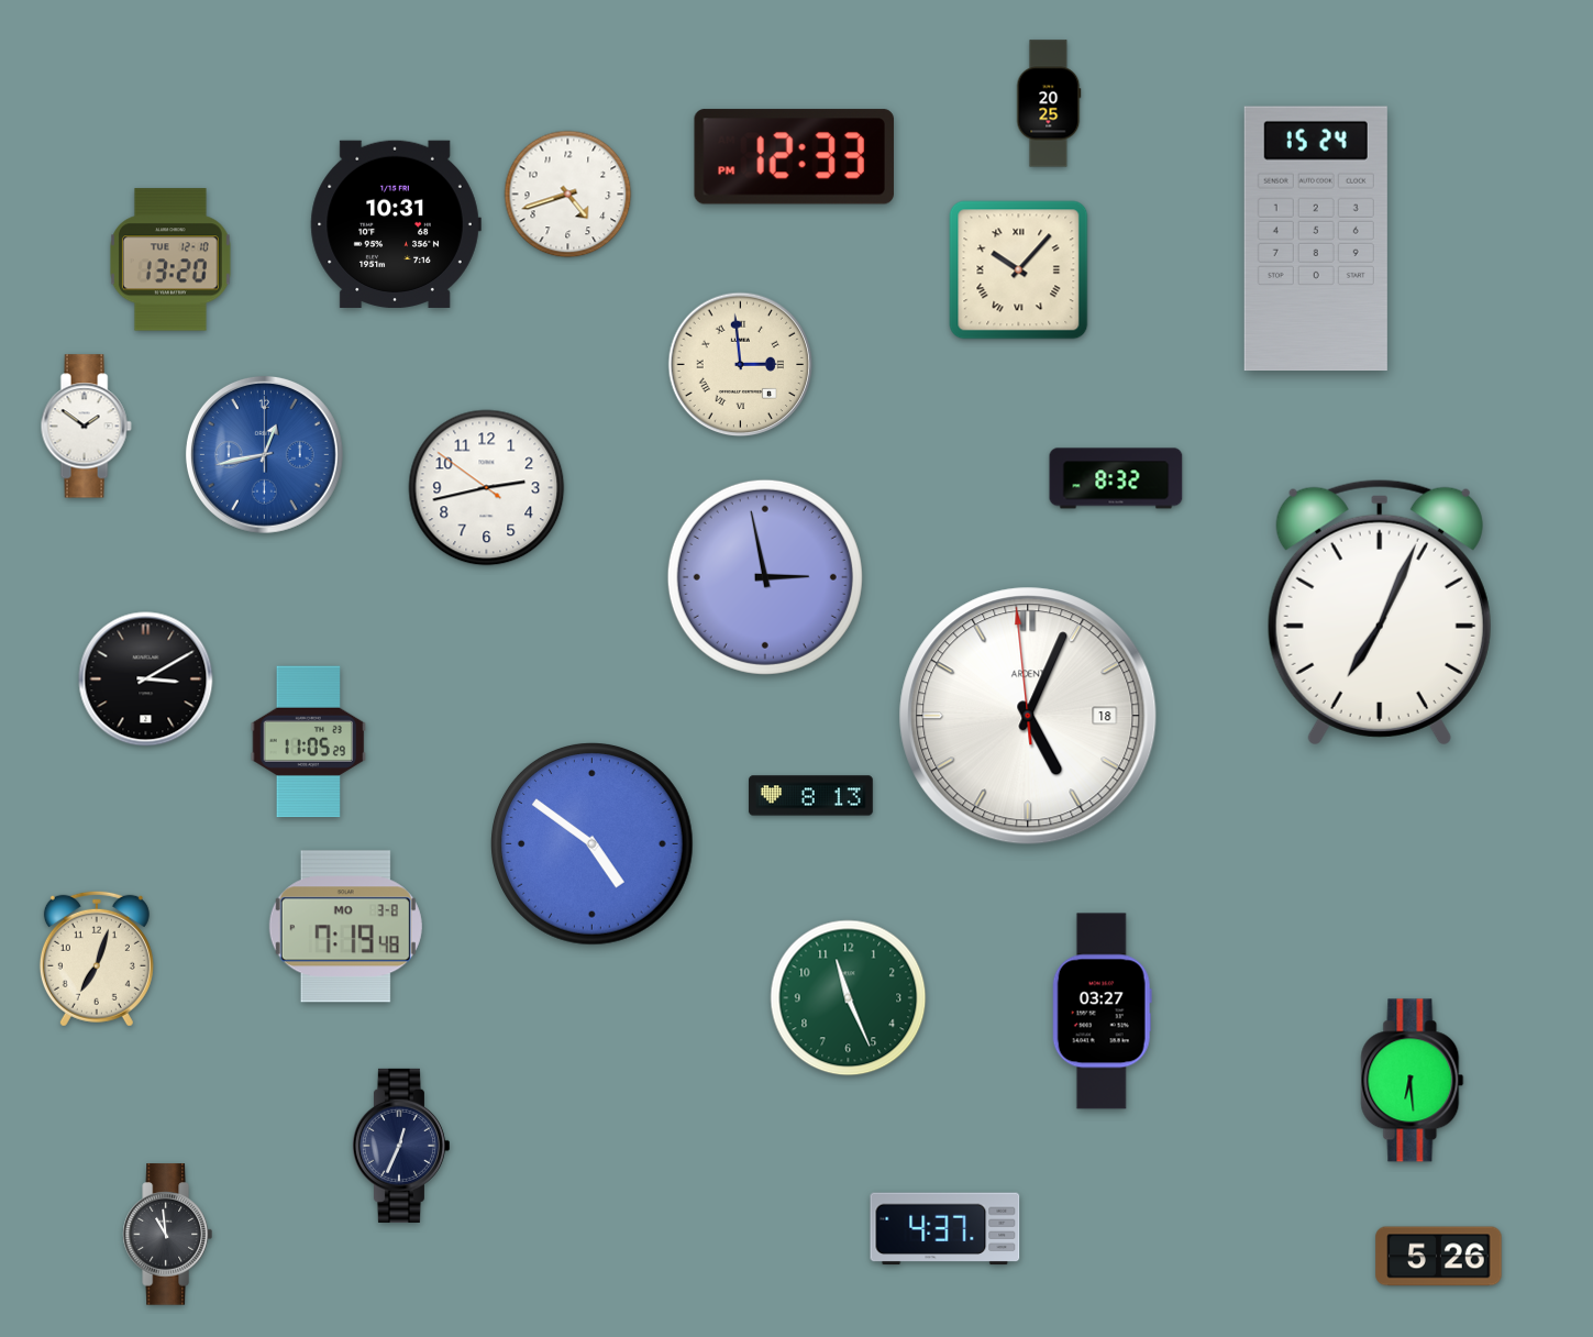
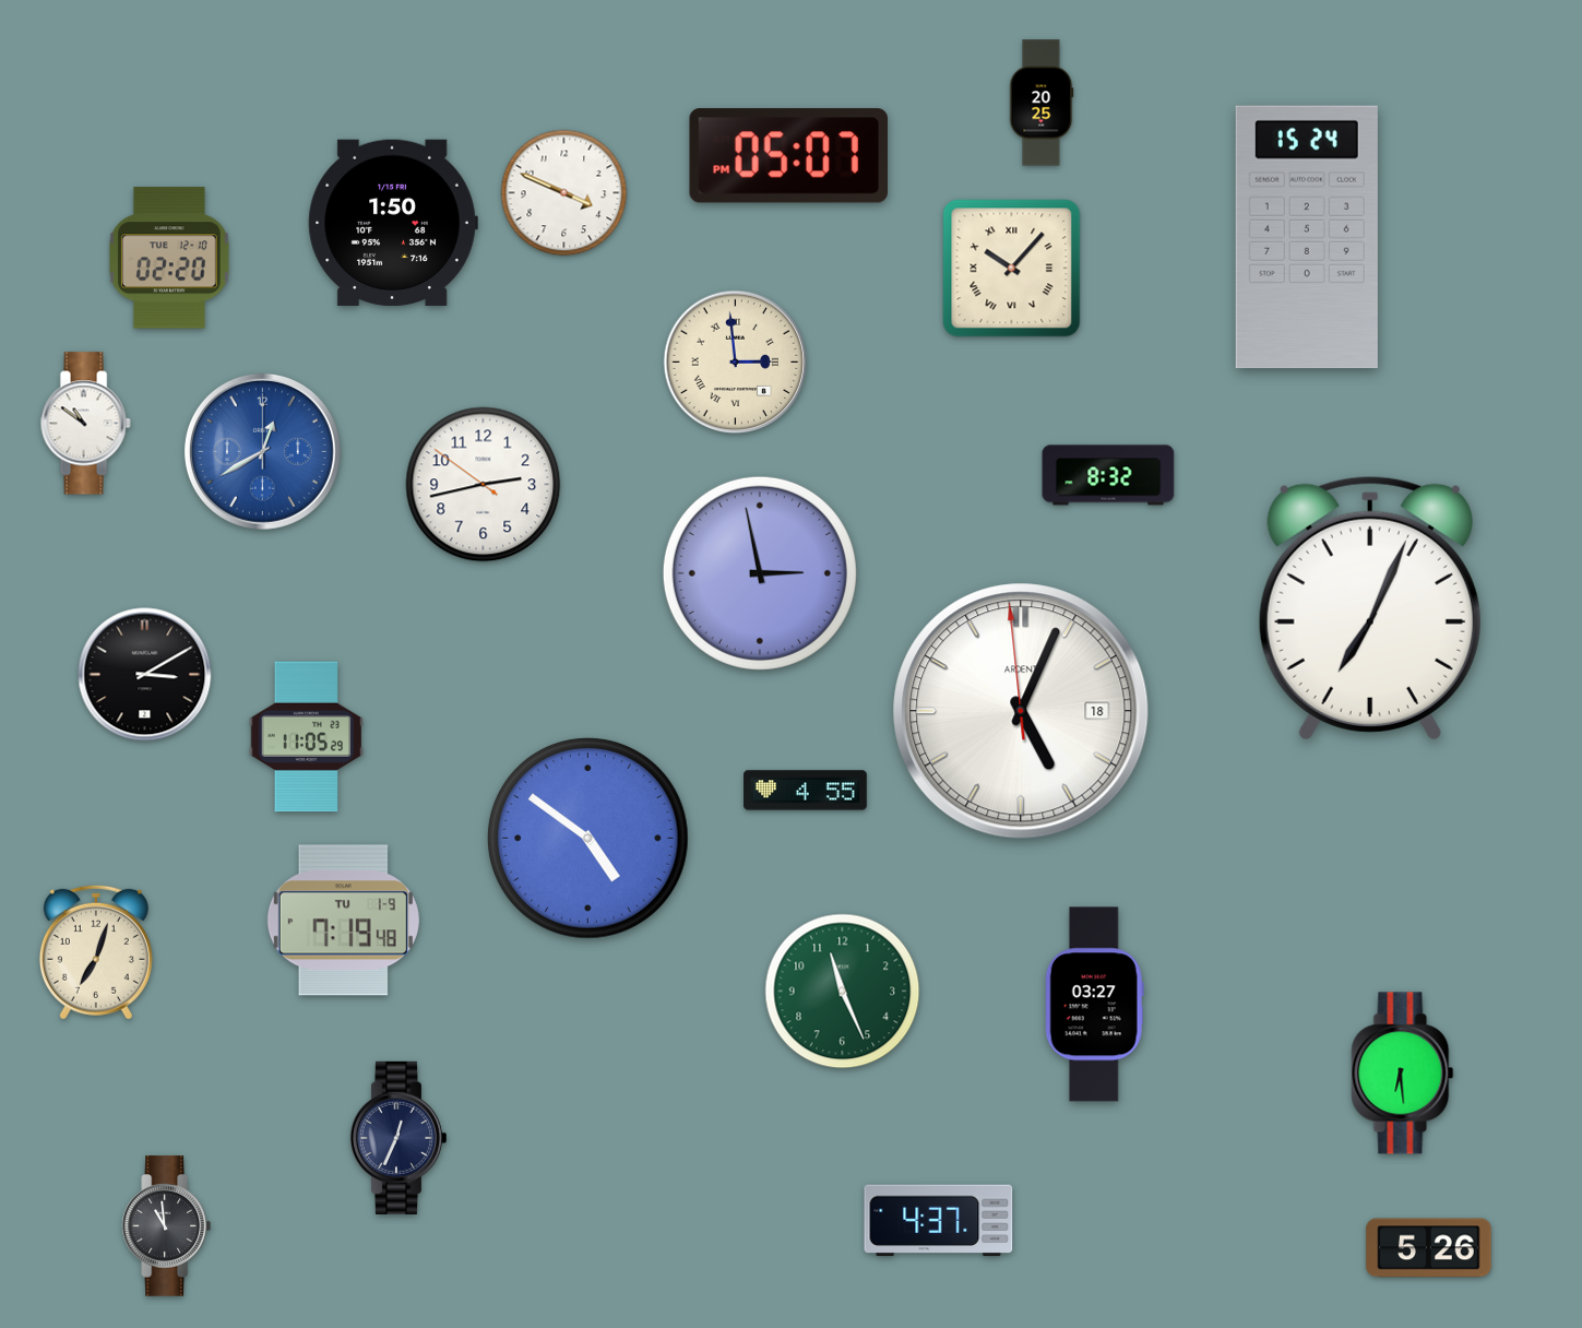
clock at (794, 157): 12:33 -> 05:07
clock at (568, 195): 4:42 -> 3:49
clock at (396, 223): 10:31 -> 1:50
clock at (170, 259): 13:20 -> 02:20
clock at (86, 427): 1:51 -> 10:51
clock at (264, 454): 12:43 -> 12:40
clock at (811, 796): 8:13 -> 4:55
clock at (345, 927) date: MO 3-8 -> TU 1-9
